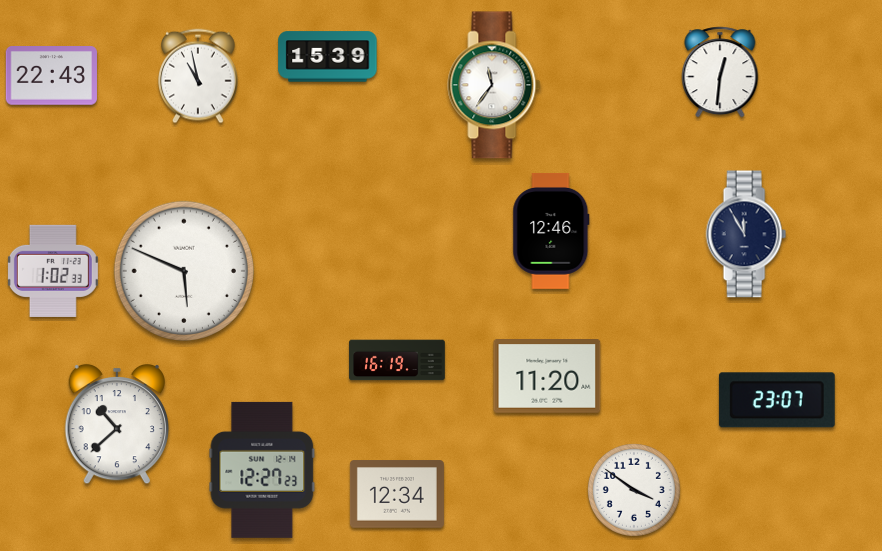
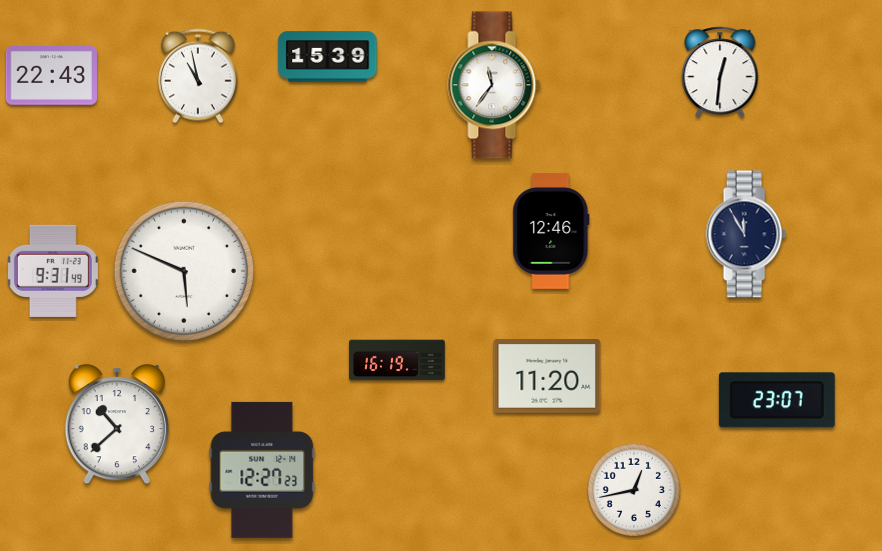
clock at (53, 271): 1:02 -> 9:31
clock at (634, 490): 3:51 -> 12:43
clock at (397, 494): 12:34 -> none
